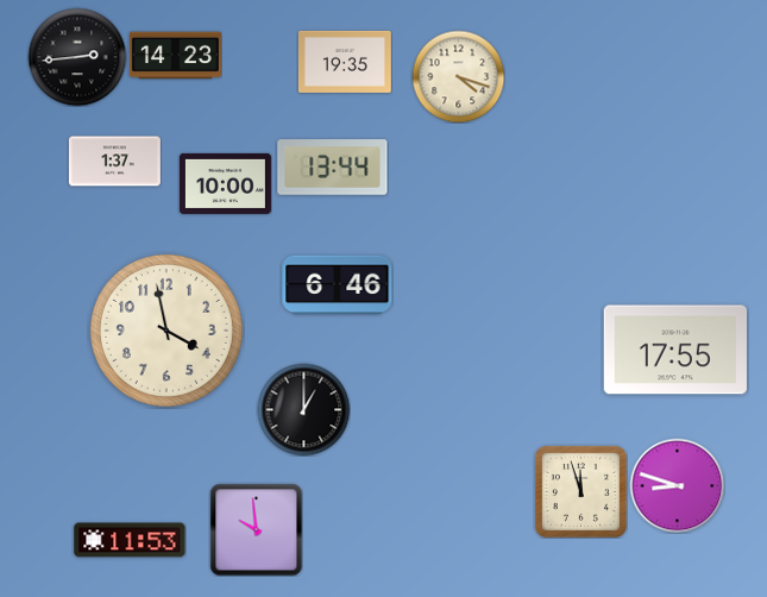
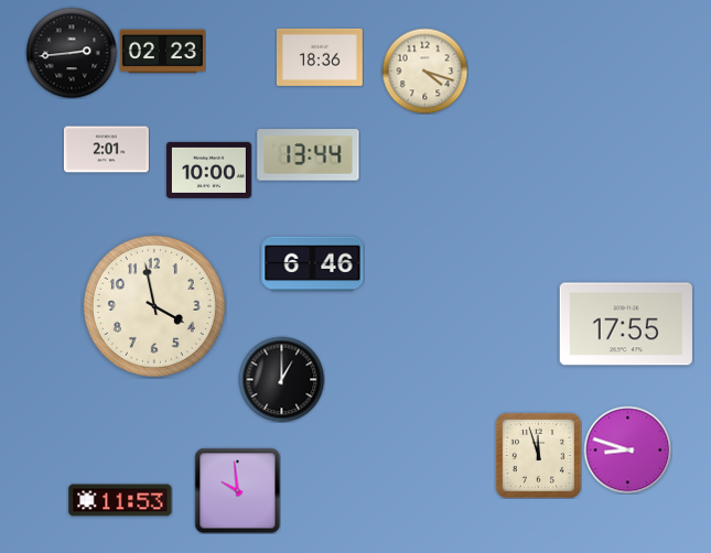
clock at (175, 56): 14:23 -> 02:23
clock at (345, 62): 19:35 -> 18:36
clock at (114, 162): 1:37 -> 2:01
